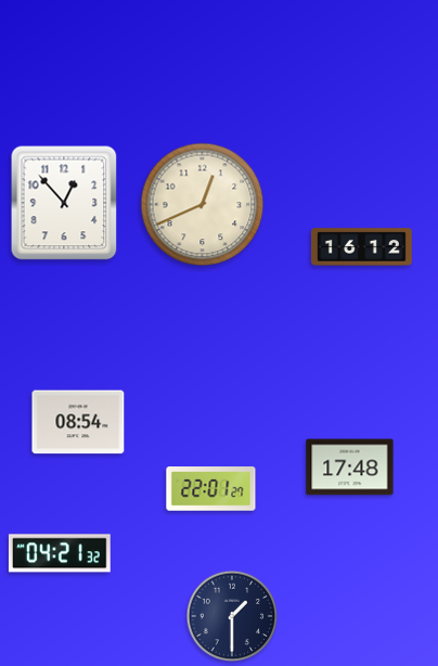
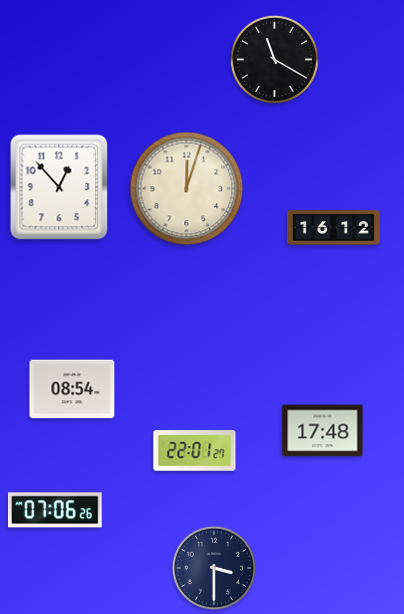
clock at (274, 59): none -> 11:20
clock at (203, 205): 12:41 -> 12:03
clock at (60, 553): 04:21 -> 07:06
clock at (232, 616): 1:30 -> 3:30
